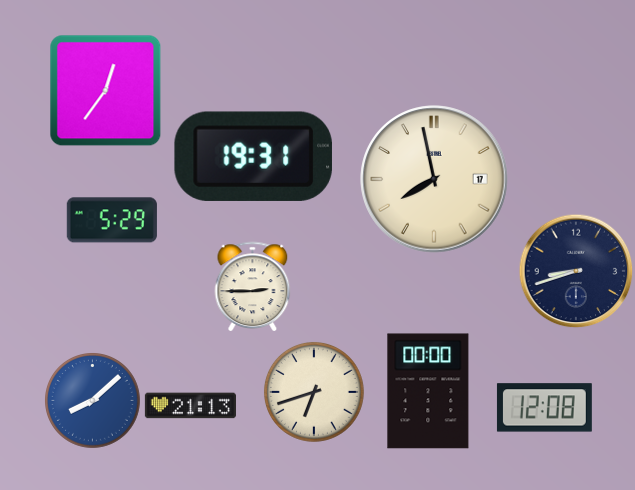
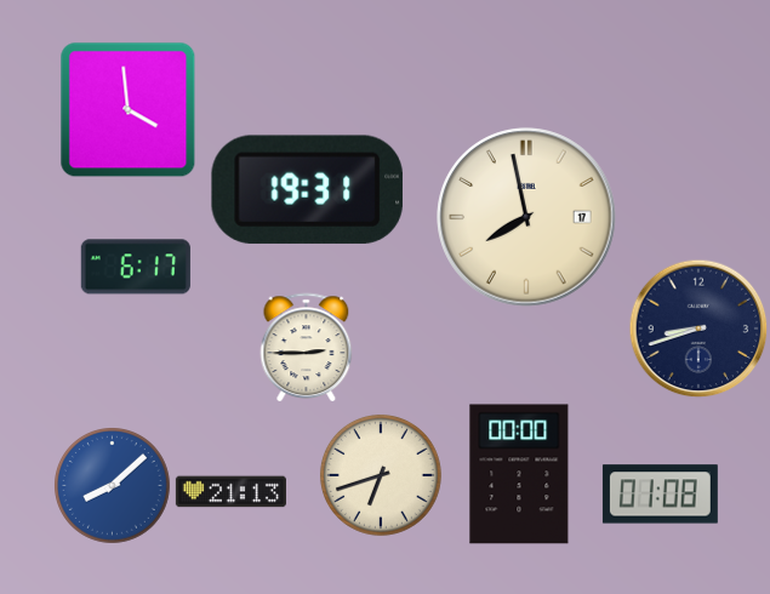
clock at (106, 91): 12:36 -> 3:59
clock at (112, 220): 5:29 -> 6:17
clock at (544, 408): 12:08 -> 01:08
